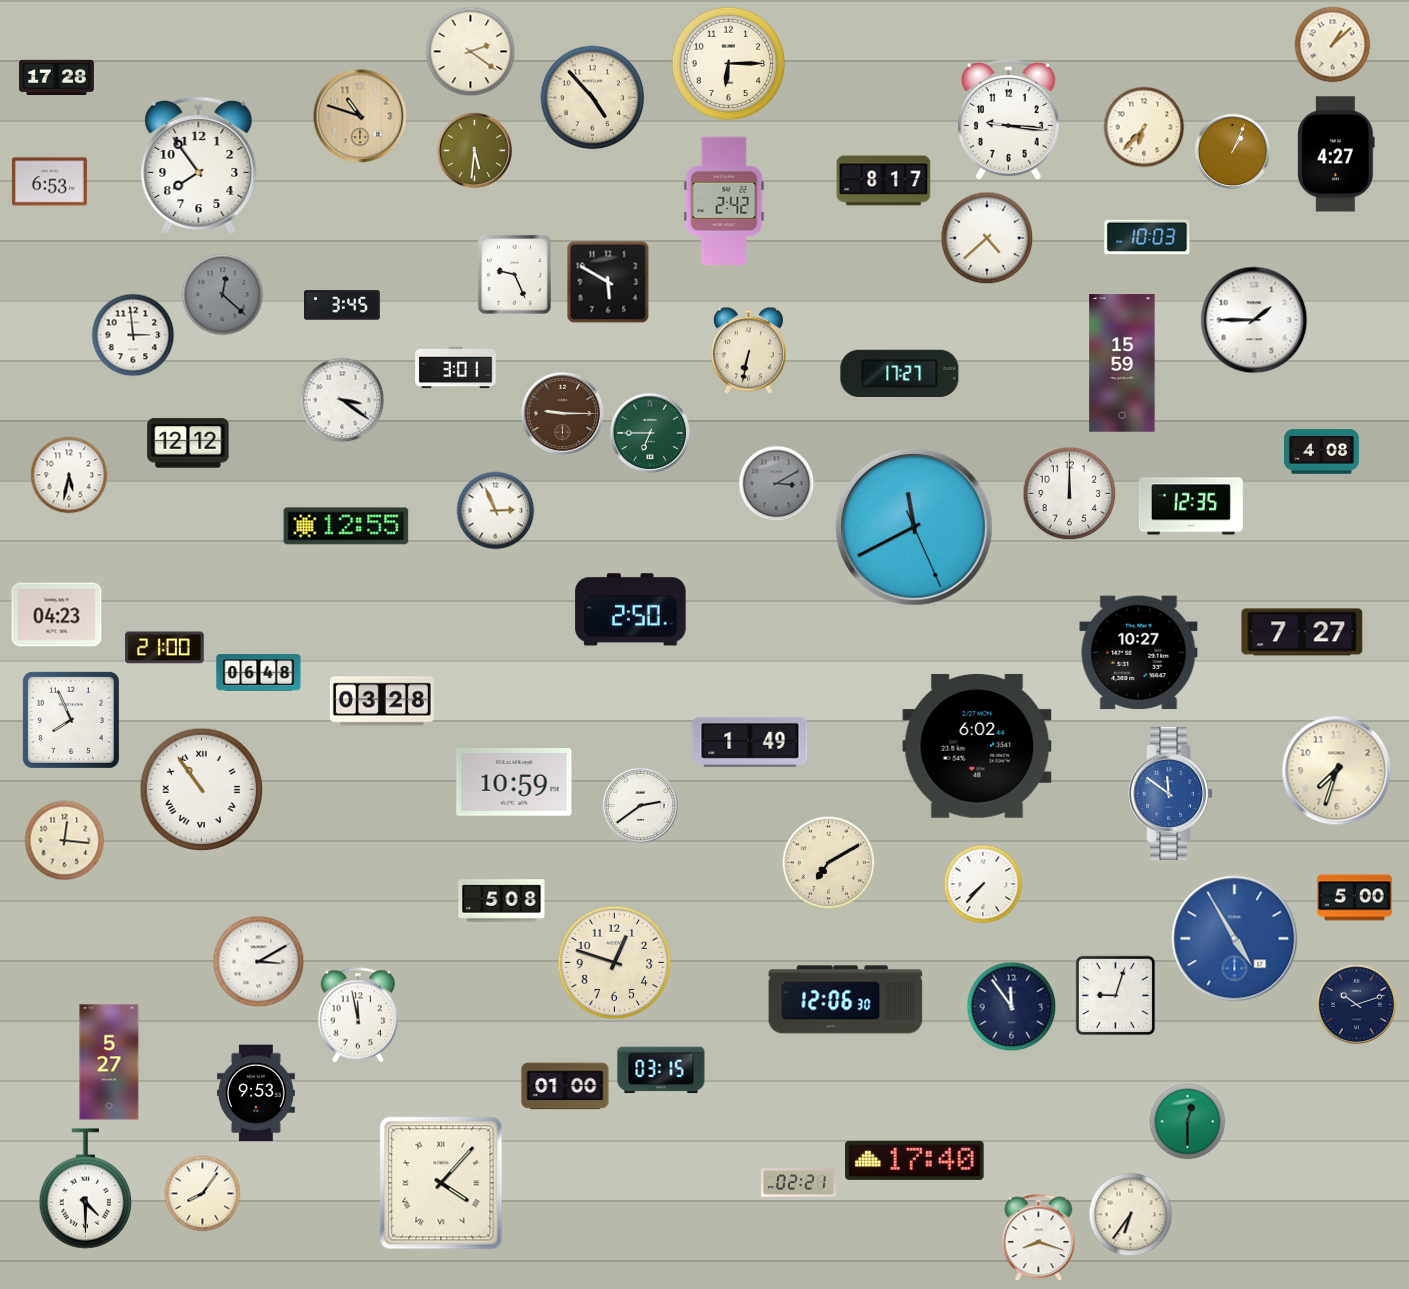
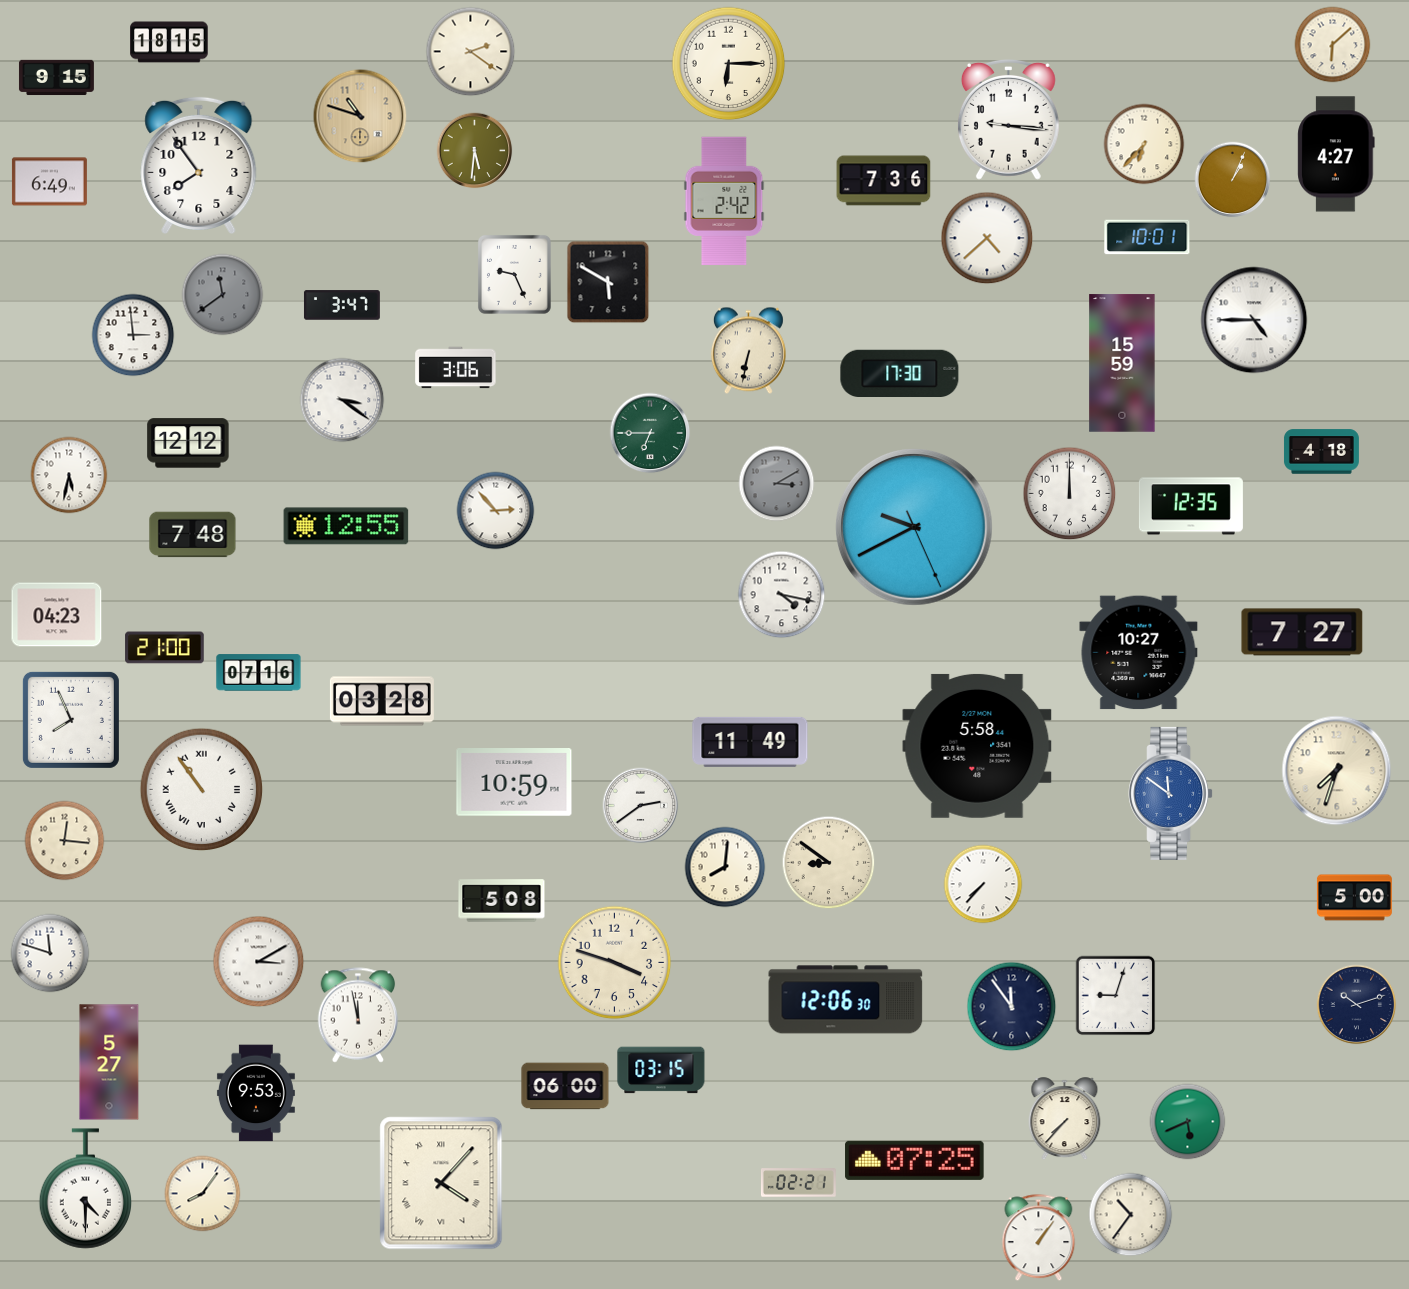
clock at (169, 42): none -> 18:15
clock at (1333, 45): 1:08 -> 6:08
clock at (56, 78): 17:28 -> 9:15
clock at (593, 98): 4:53 -> none
clock at (1144, 127) position: (1144, 127) -> (1144, 144)
clock at (1233, 152) position: (1233, 152) -> (1233, 180)
clock at (884, 181): 8:17 -> 7:36
clock at (49, 182): 6:53 -> 6:49
clock at (1147, 237): 10:03 -> 10:01
clock at (223, 295): 12:22 -> 11:39
clock at (342, 305): 3:45 -> 3:47
clock at (1254, 320): 1:45 -> 4:45
clock at (456, 368): 3:01 -> 3:06
clock at (900, 373): 17:27 -> 17:30
clock at (563, 414): 9:15 -> none
clock at (1321, 452): 4:08 -> 4:18
clock at (496, 511): 2:56 -> 2:53
clock at (915, 528): 11:40 -> 9:40
clock at (193, 535): none -> 7:48
clock at (782, 595): none -> 4:17
clock at (631, 610): 2:50 -> none
clock at (259, 673): 06:48 -> 07:16
clock at (750, 742): 1:49 -> 11:49
clock at (977, 746): 6:02 -> 5:58
clock at (829, 863): 7:10 -> 8:51
clock at (725, 867): none -> 8:01
clock at (1235, 939): 4:55 -> none
clock at (50, 953): none -> 11:48
clock at (615, 963): 12:48 -> 3:48
clock at (565, 1086): 01:00 -> 06:00
clock at (1065, 1119): none -> 7:37
clock at (1188, 1122): 12:30 -> 5:41
clock at (915, 1160): 17:40 -> 07:25
clock at (1131, 1215): 6:36 -> 10:36
clock at (1039, 1238): 8:18 -> 1:06
